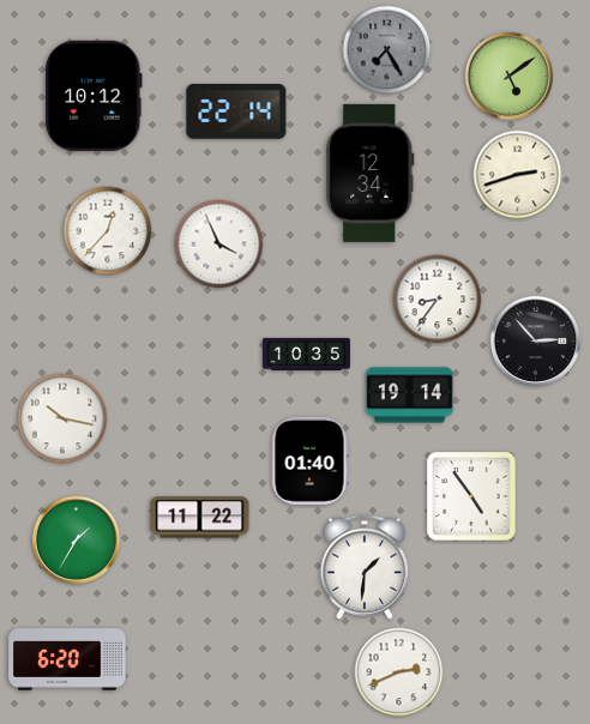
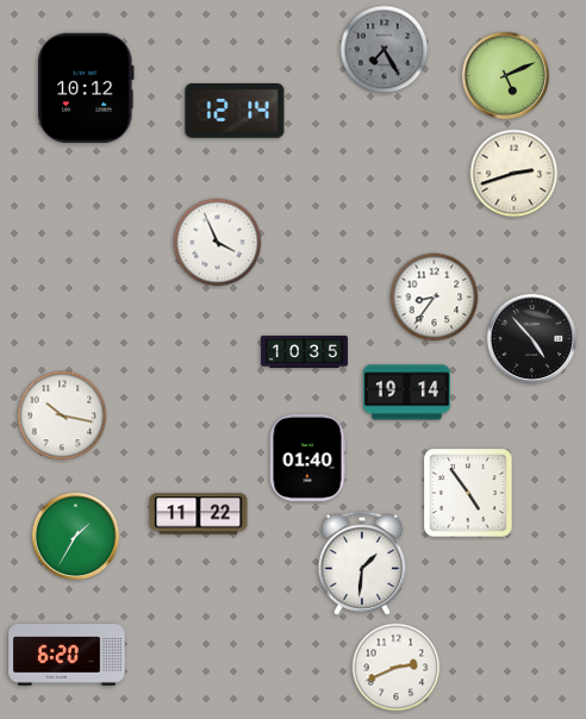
clock at (508, 76): 5:09 -> 5:11
clock at (95, 96) position: (95, 96) -> (87, 88)
clock at (236, 113): 22:14 -> 12:14
clock at (371, 173): 12:34 -> none
clock at (108, 231): 12:37 -> none
clock at (535, 340): 2:53 -> 4:53
